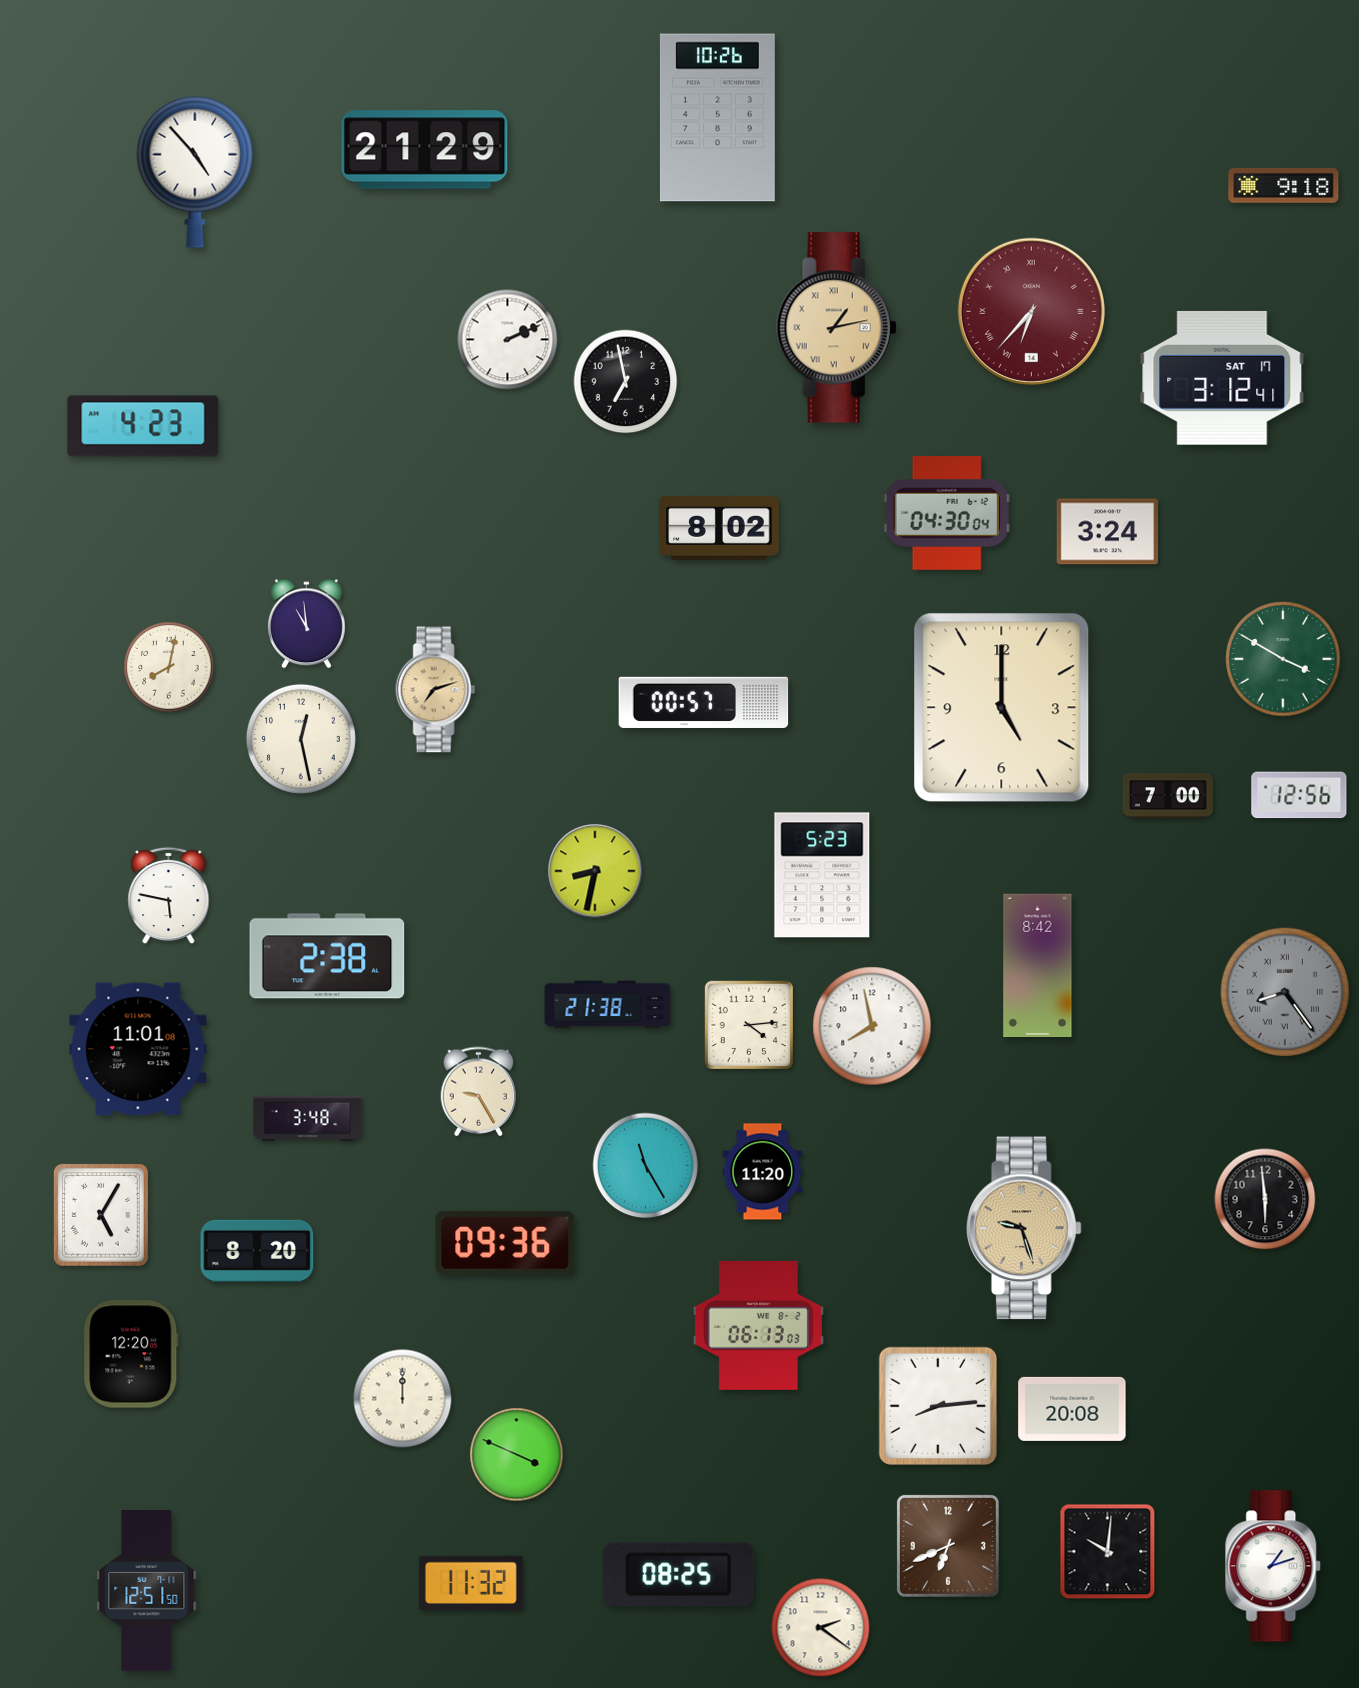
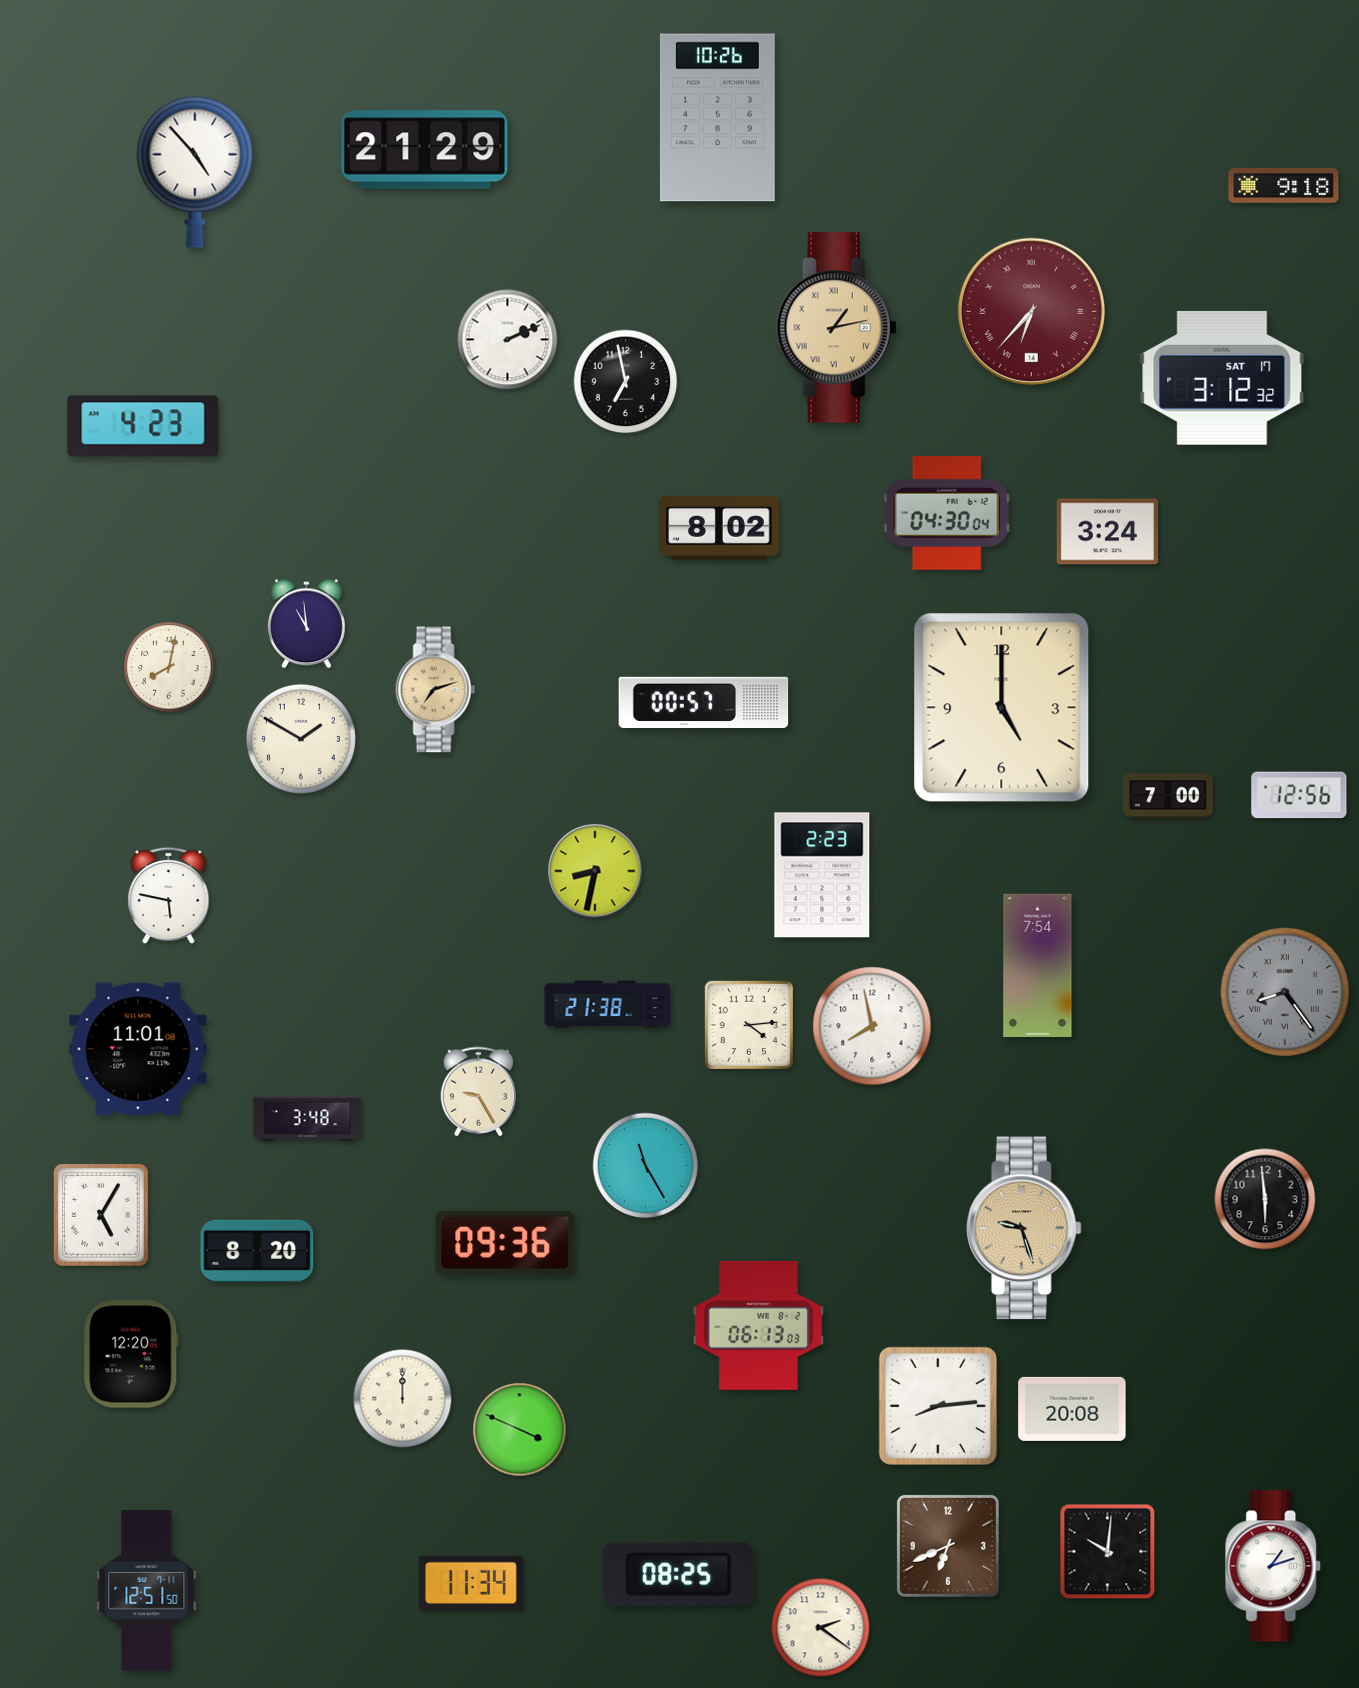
clock at (1222, 378): 3:12:41 -> 3:12:32
clock at (1283, 659): 3:50 -> none
clock at (301, 739): 12:28 -> 1:50
clock at (822, 875): 5:23 -> 2:23
clock at (327, 956): 2:38 -> none
clock at (1038, 965): 8:42 -> 7:54
clock at (763, 1172): 11:20 -> none
clock at (517, 1455) position: (517, 1455) -> (520, 1430)
clock at (471, 1582): 11:32 -> 11:34
